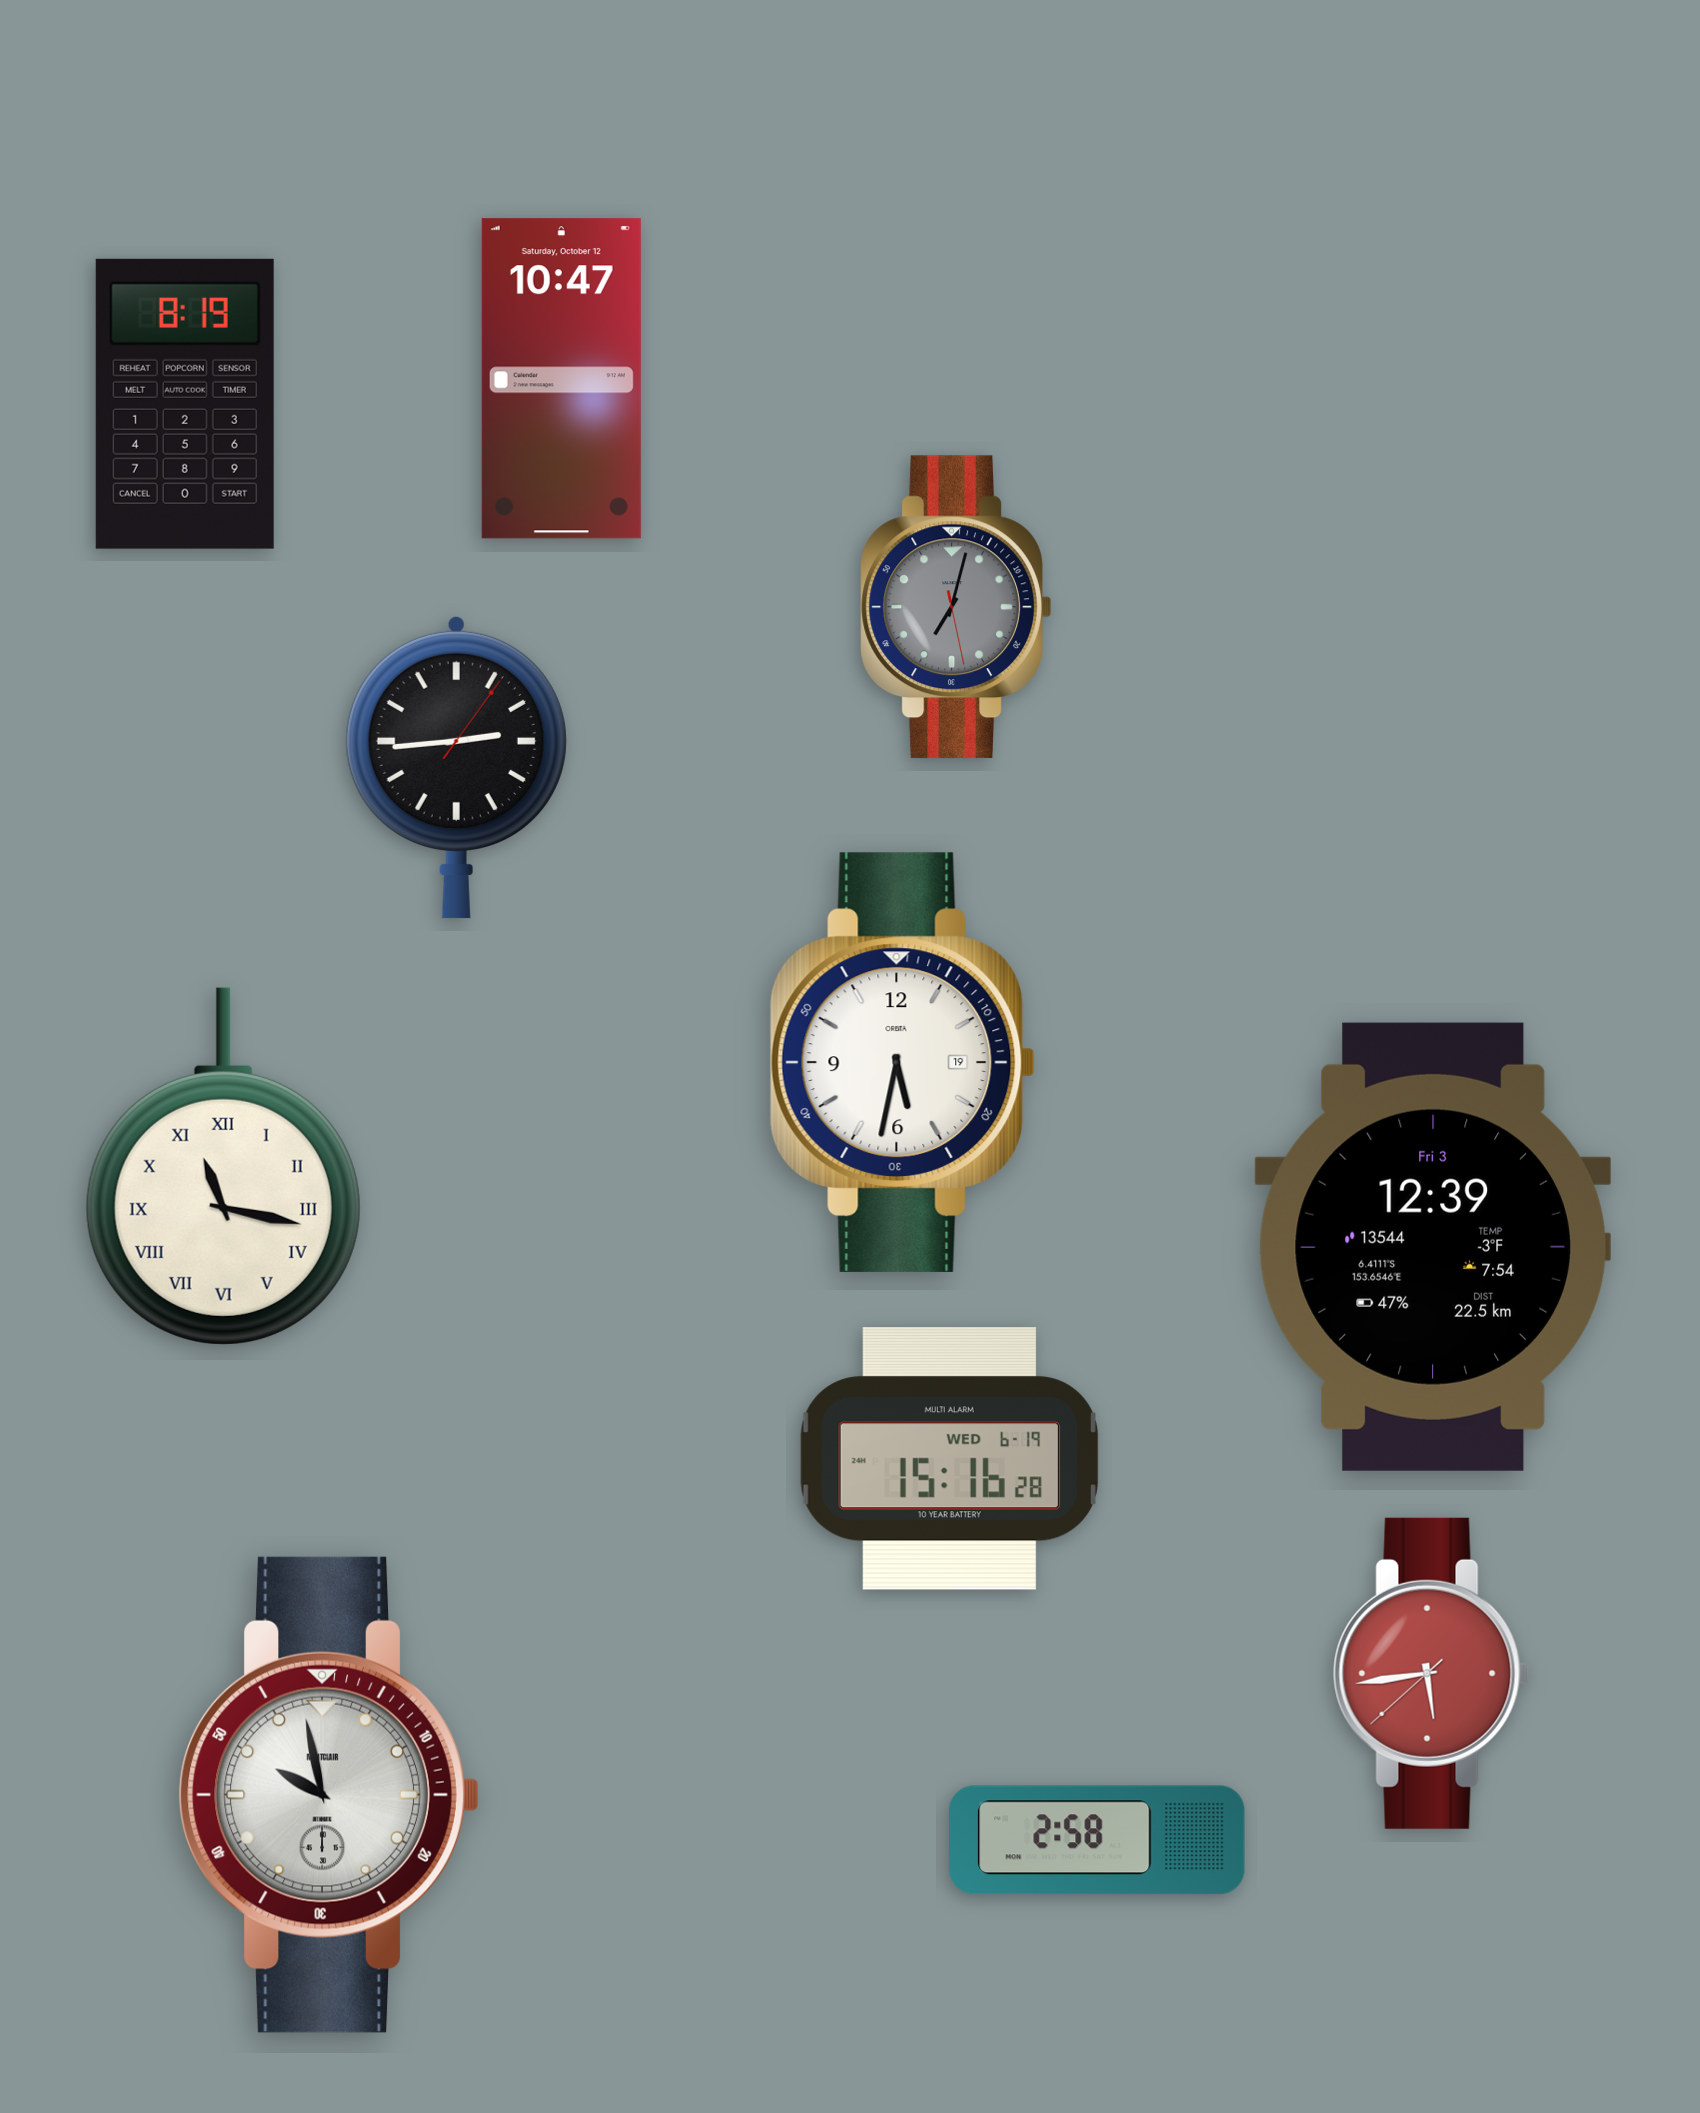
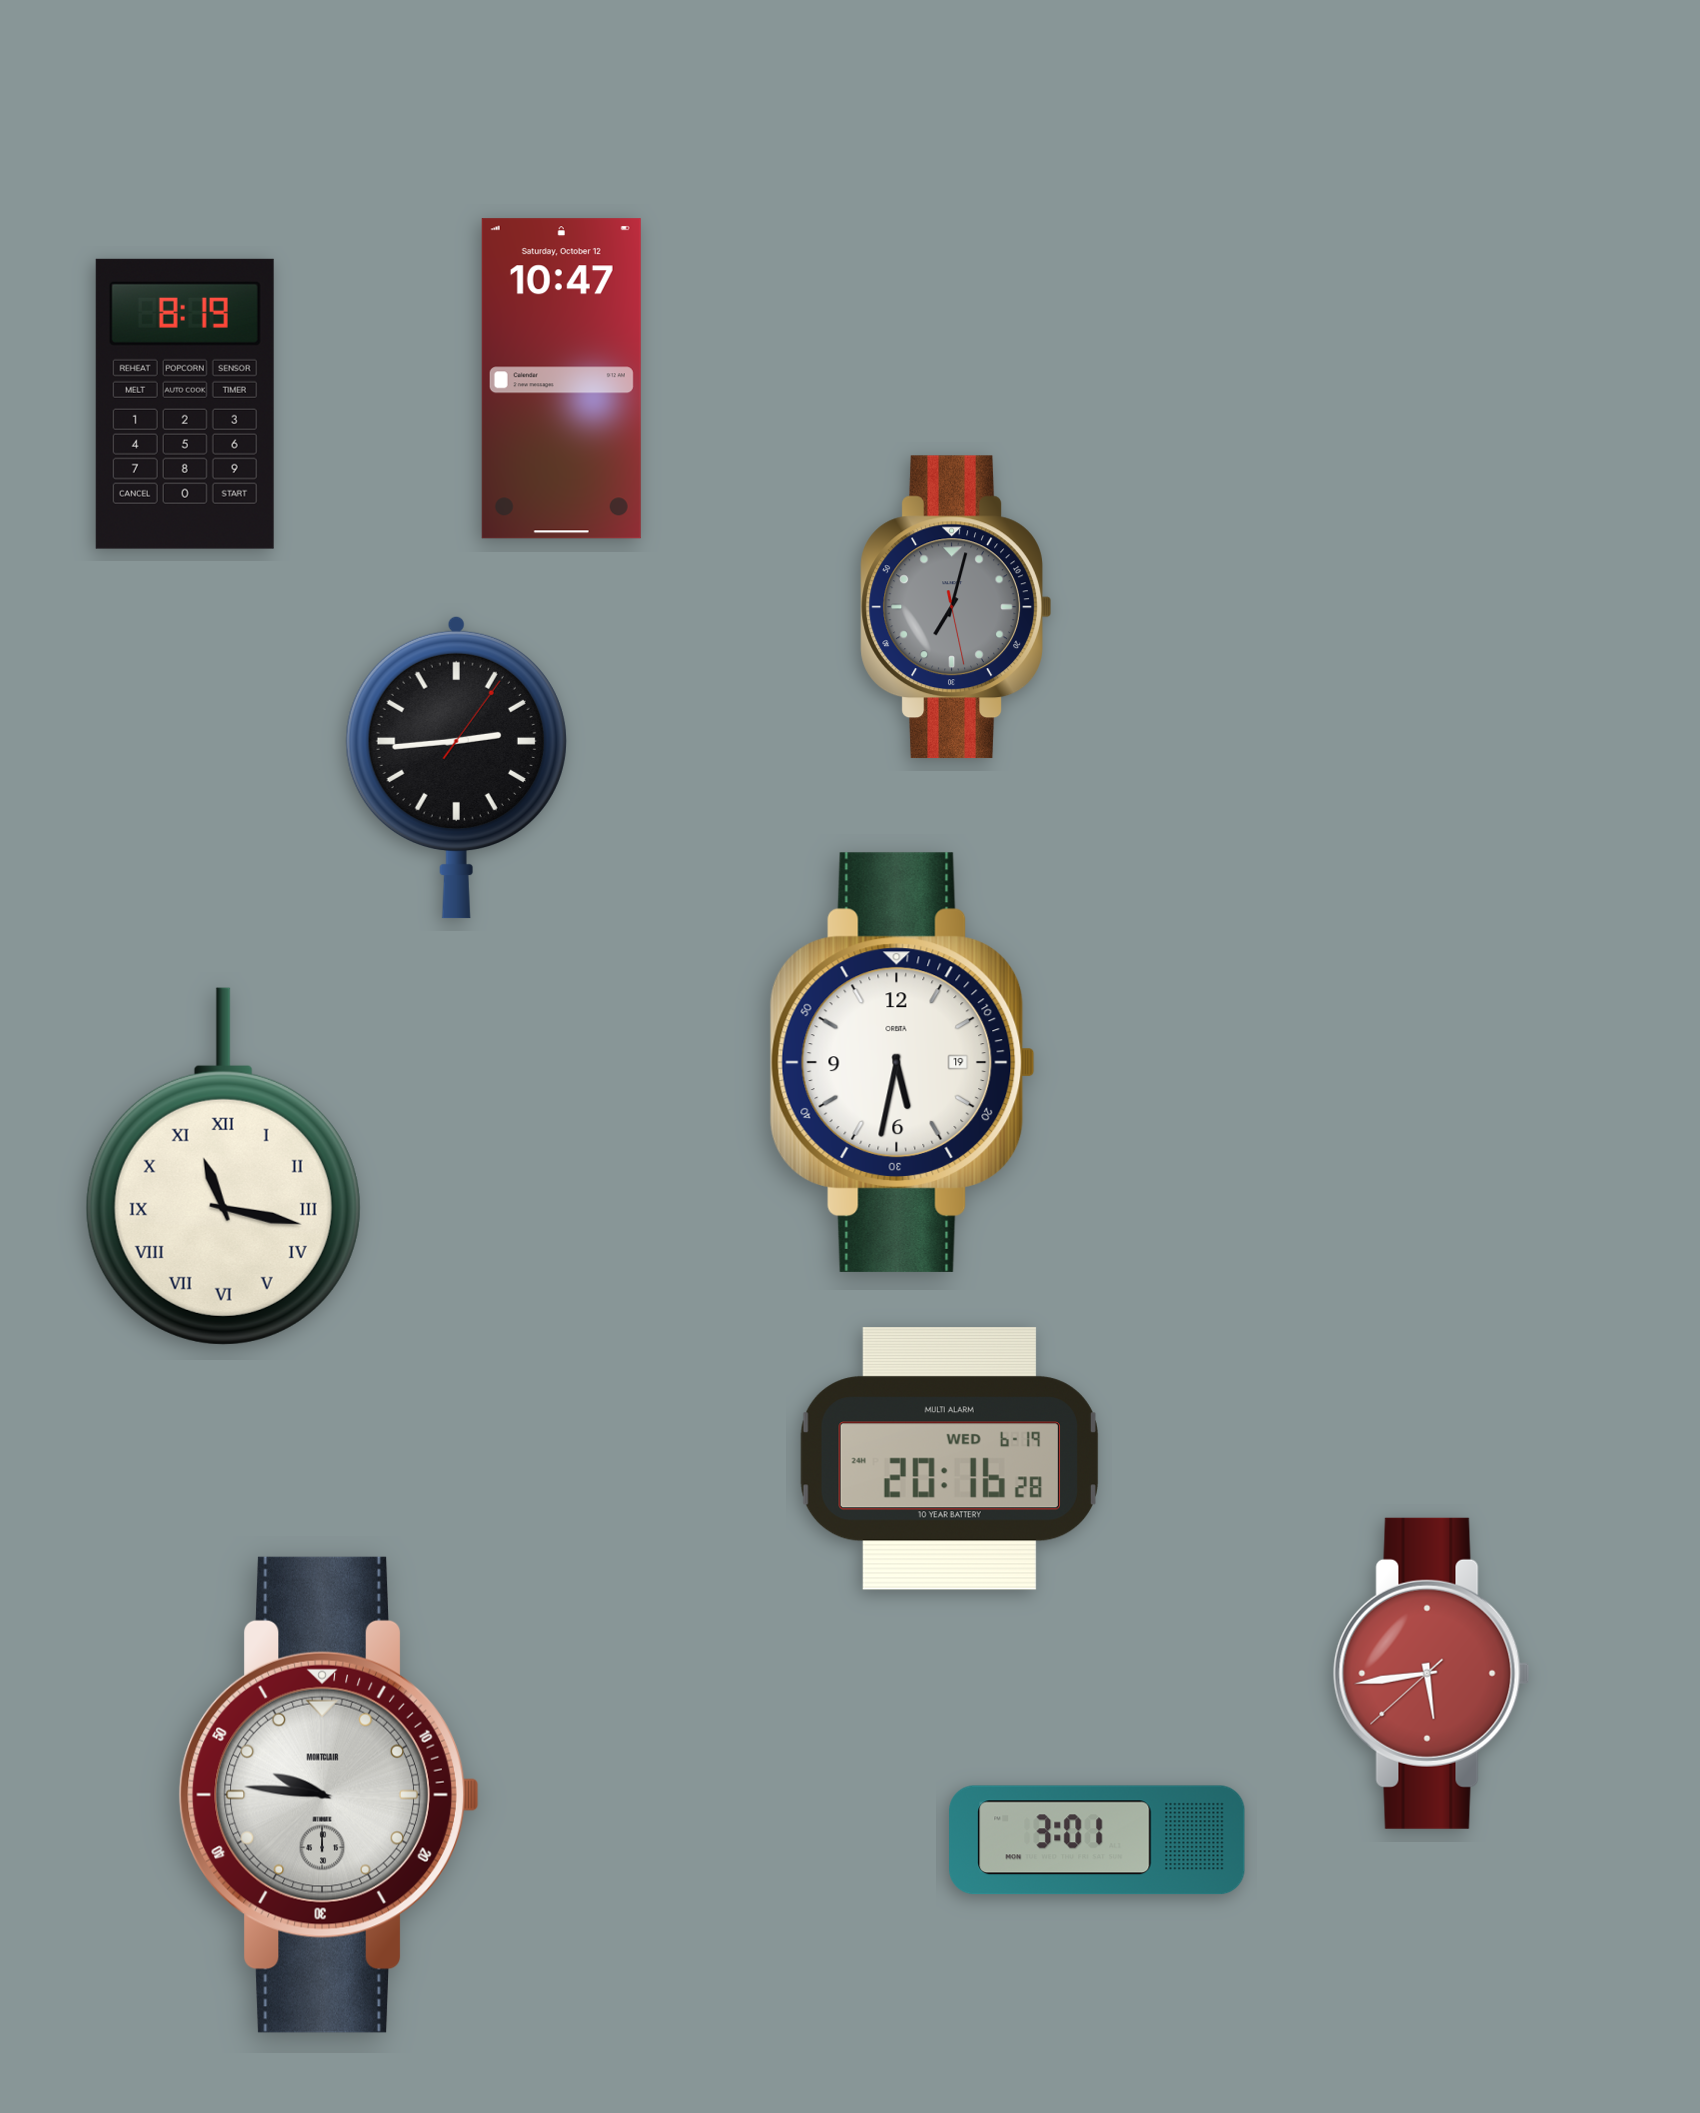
clock at (1433, 1247): 12:39 -> none
clock at (949, 1459): 15:16 -> 20:16
clock at (329, 1795): 9:58 -> 9:46
clock at (1097, 1840): 2:58 -> 3:01
